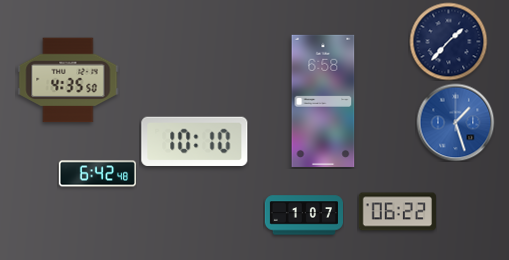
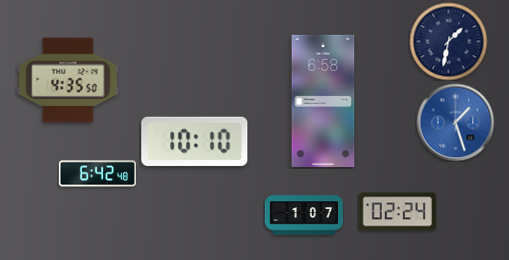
clock at (448, 41): 1:37 -> 1:32
clock at (397, 212): 06:22 -> 02:24
